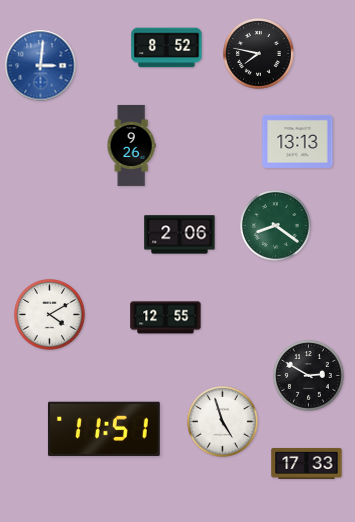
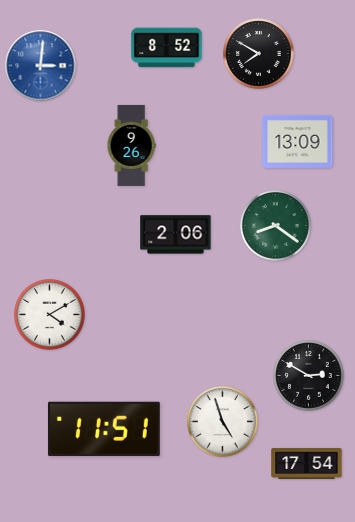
clock at (259, 54): 7:47 -> 7:50
clock at (298, 141): 13:13 -> 13:09
clock at (180, 235) position: (180, 235) -> (176, 235)
clock at (166, 318): 12:55 -> none
clock at (307, 463): 17:33 -> 17:54
